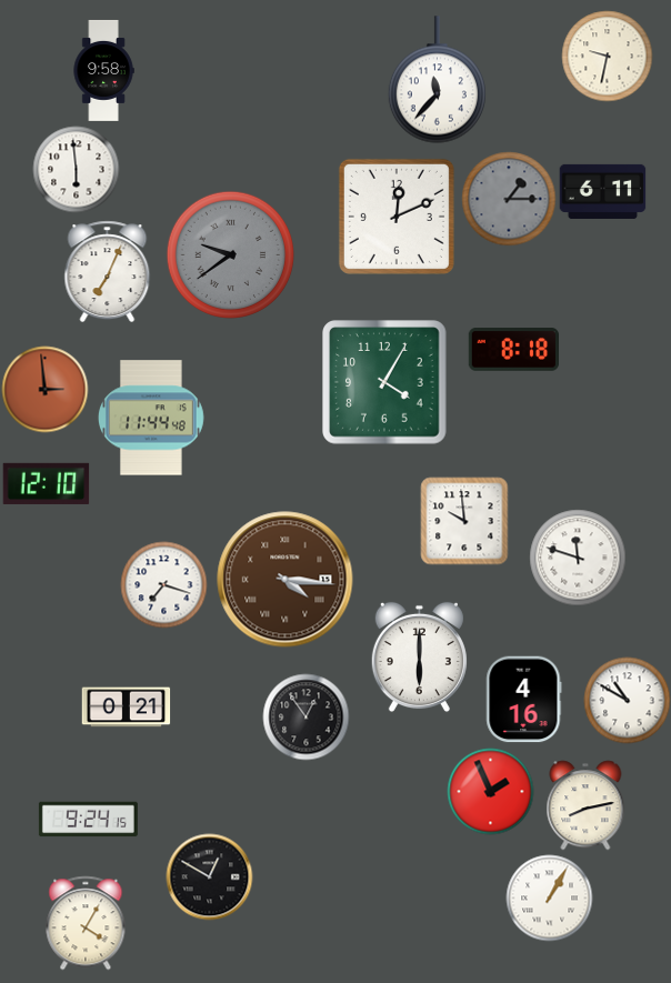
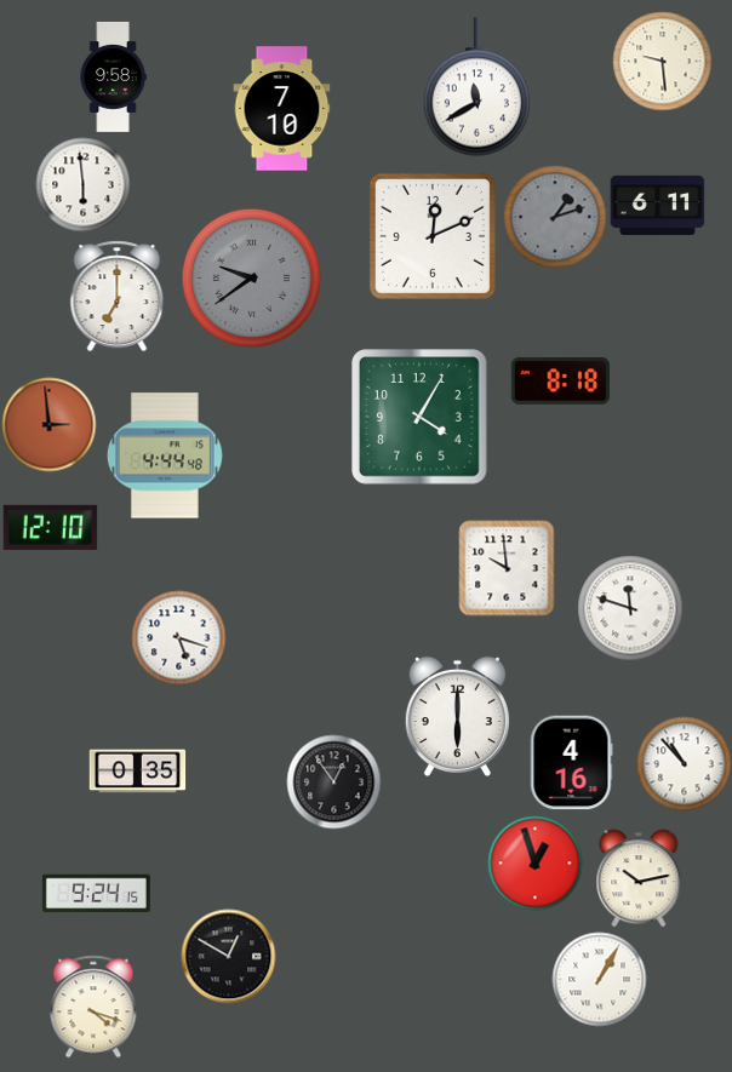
clock at (607, 56): 9:32 -> 9:29
clock at (437, 80): 11:37 -> 11:40
clock at (282, 109): none -> 7:10
clock at (602, 191) position: (602, 191) -> (657, 205)
clock at (509, 199): 1:15 -> 1:12
clock at (108, 271): 7:04 -> 7:00
clock at (151, 418): 11:44 -> 4:44
clock at (286, 580): 4:16 -> none
clock at (163, 584): 7:18 -> 5:18
clock at (627, 700): 10:50 -> 10:53
clock at (126, 708): 0:21 -> 0:35
clock at (490, 791): 1:56 -> 12:57
clock at (585, 805): 8:13 -> 10:13
clock at (86, 923): 4:05 -> 4:18
